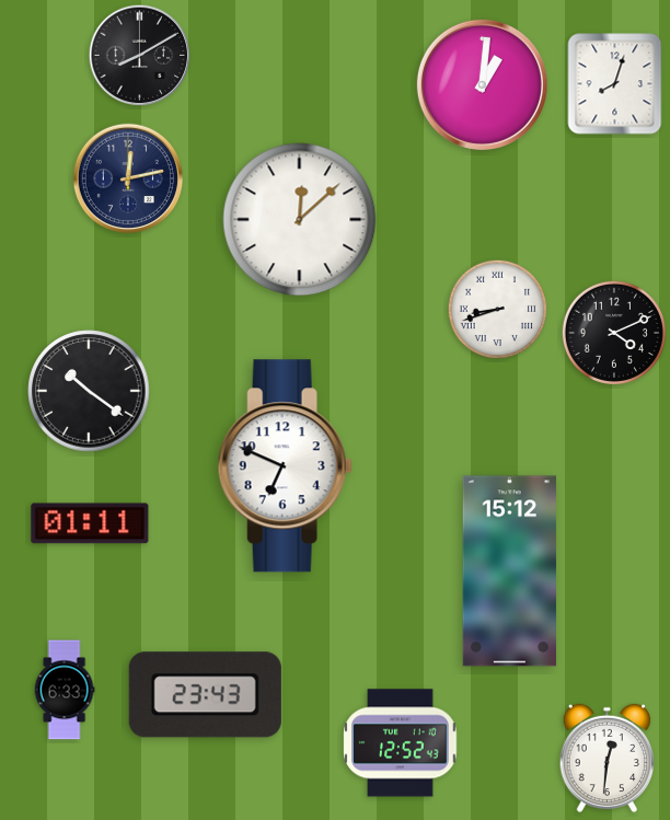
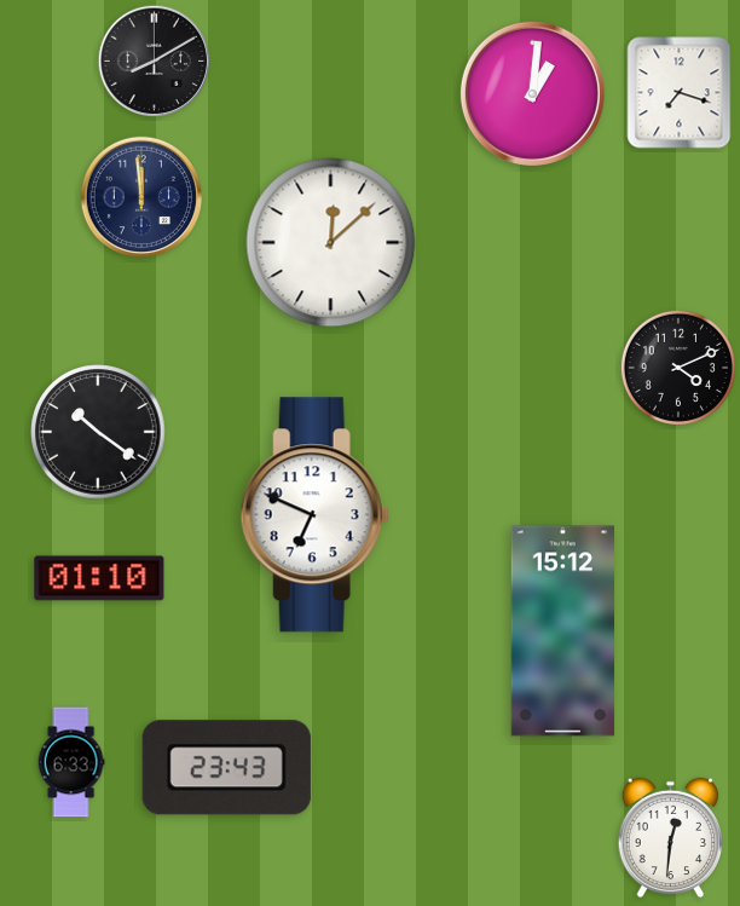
clock at (615, 84): 8:03 -> 7:18
clock at (127, 177): 12:13 -> 11:59
clock at (498, 310): 8:42 -> none
clock at (90, 523): 01:11 -> 01:10
clock at (401, 743): 12:52 -> none
